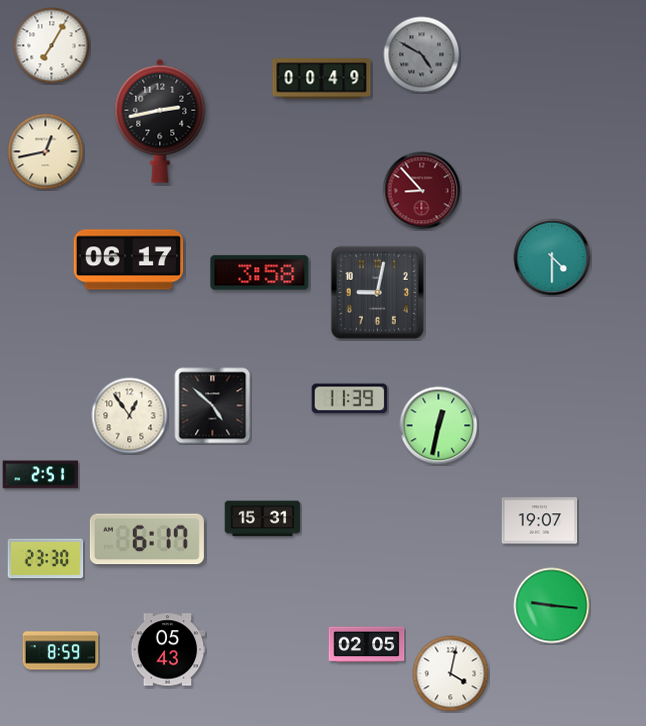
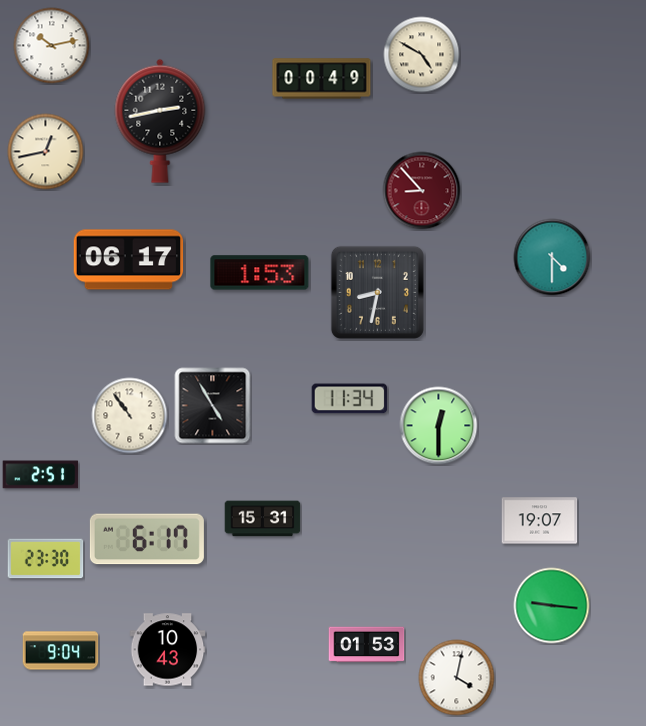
clock at (52, 46): 7:05 -> 10:13
clock at (422, 55) dial: grey -> cream
clock at (260, 273): 3:58 -> 1:53
clock at (377, 292): 9:02 -> 8:32
clock at (350, 399): 11:39 -> 11:34
clock at (213, 406): 4:52 -> 4:55
clock at (130, 416): 12:54 -> 10:54
clock at (439, 426): 12:32 -> 12:30
clock at (367, 645): 02:05 -> 01:53
clock at (168, 650): 05:43 -> 10:43
clock at (61, 651): 8:59 -> 9:04
clock at (451, 674) position: (451, 674) -> (457, 678)
